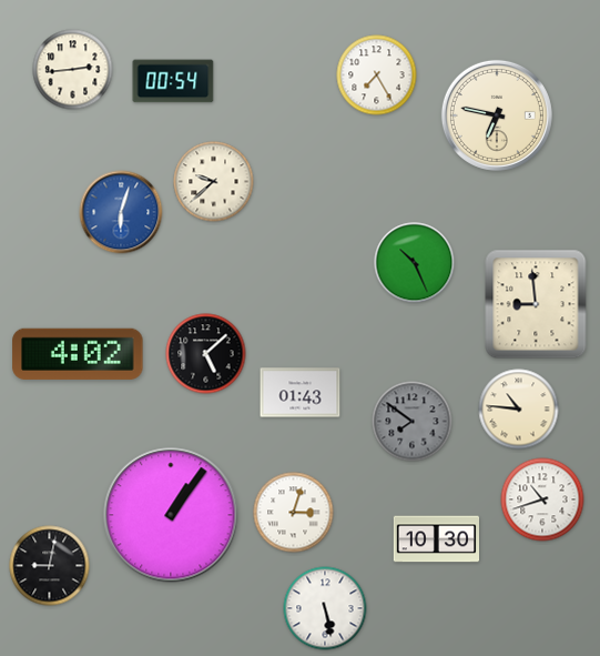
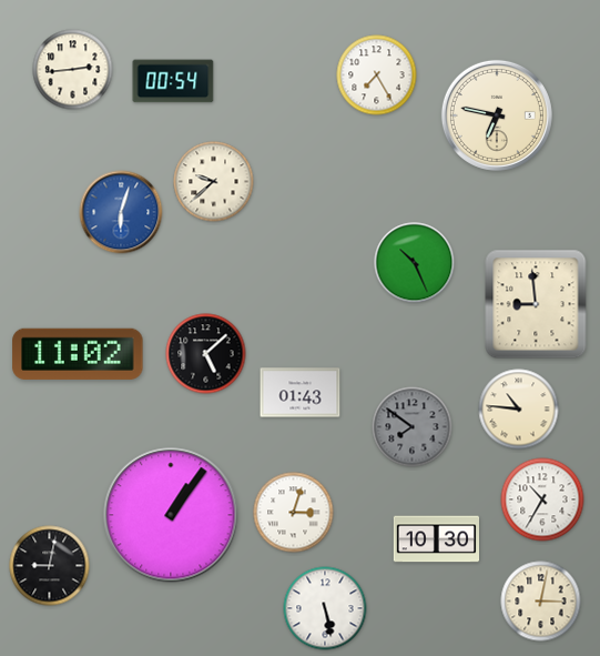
clock at (78, 354): 4:02 -> 11:02
clock at (413, 422) position: (413, 422) -> (413, 427)
clock at (542, 499): 10:42 -> 10:35
clock at (541, 602): none -> 3:02
